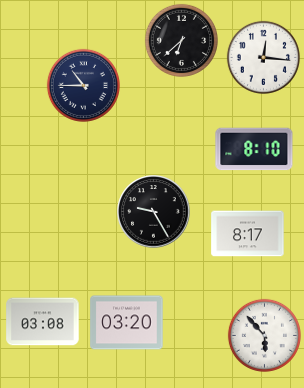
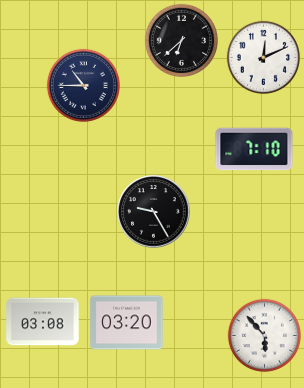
clock at (263, 57): 12:16 -> 12:11
clock at (254, 149): 8:10 -> 7:10
clock at (248, 234): 8:17 -> none
